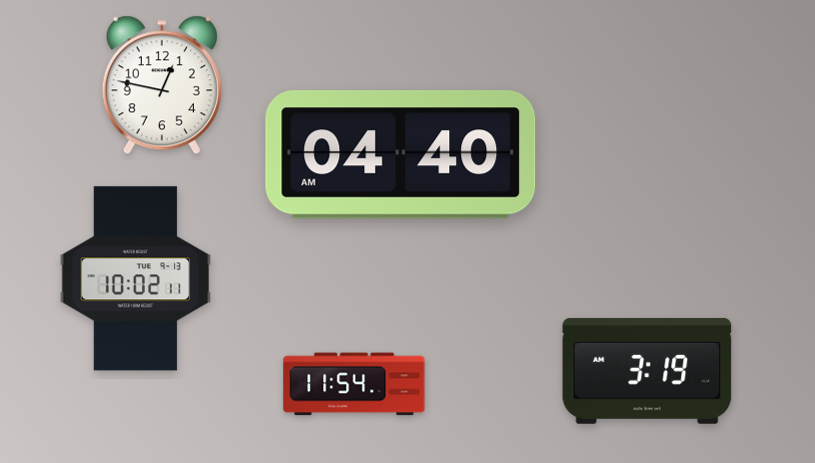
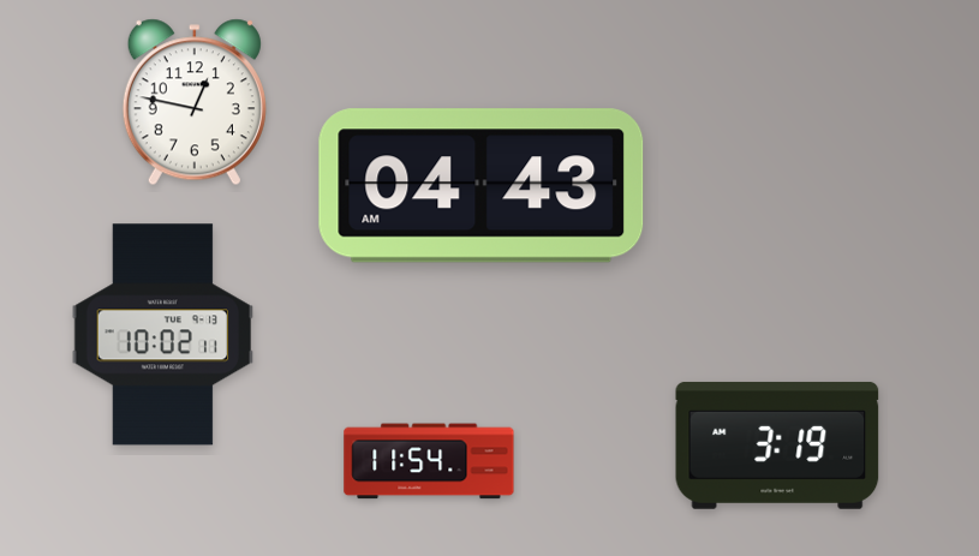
clock at (401, 155): 04:40 -> 04:43
clock at (354, 384) position: (354, 384) -> (429, 461)
